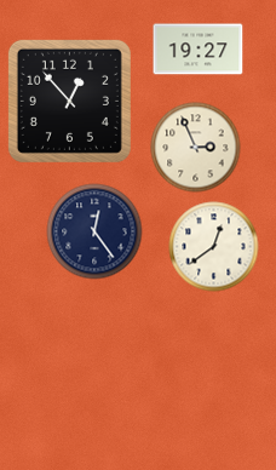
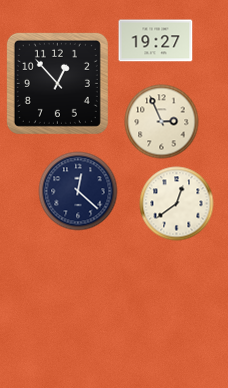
clock at (199, 50) position: (199, 50) -> (156, 41)
clock at (94, 231): 12:24 -> 12:22
